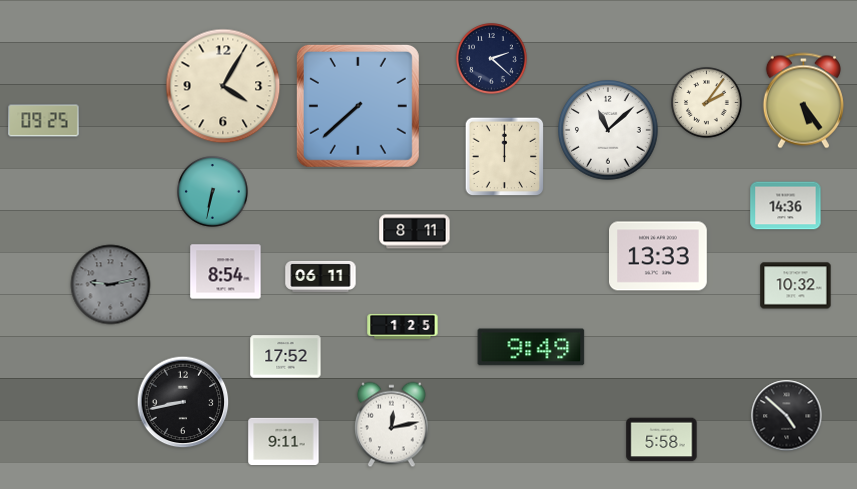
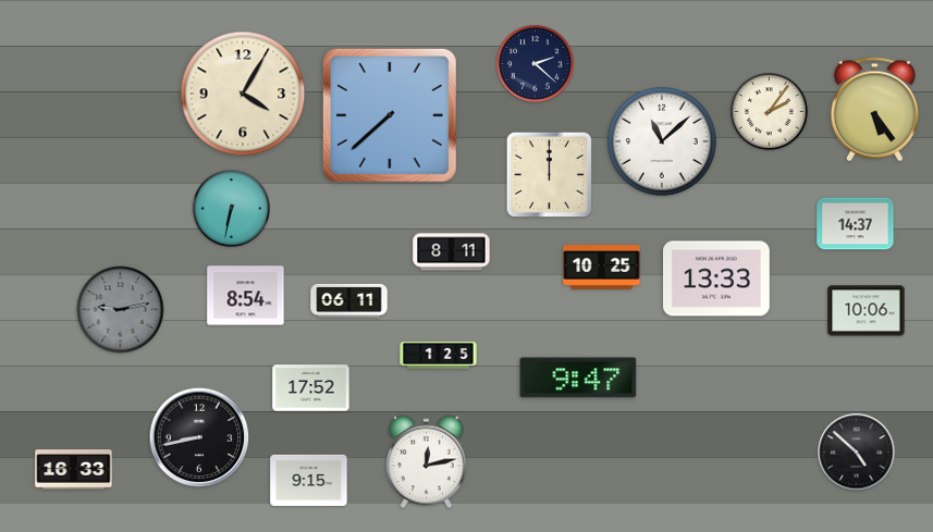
clock at (44, 121): 09:25 -> none
clock at (505, 157) position: (505, 157) -> (550, 175)
clock at (786, 206): 14:36 -> 14:37
clock at (602, 268): none -> 10:25
clock at (796, 286): 10:32 -> 10:06
clock at (531, 347): 9:49 -> 9:47
clock at (74, 470): none -> 16:33
clock at (662, 440): 5:58 -> none
clock at (284, 441): 9:11 -> 9:15
